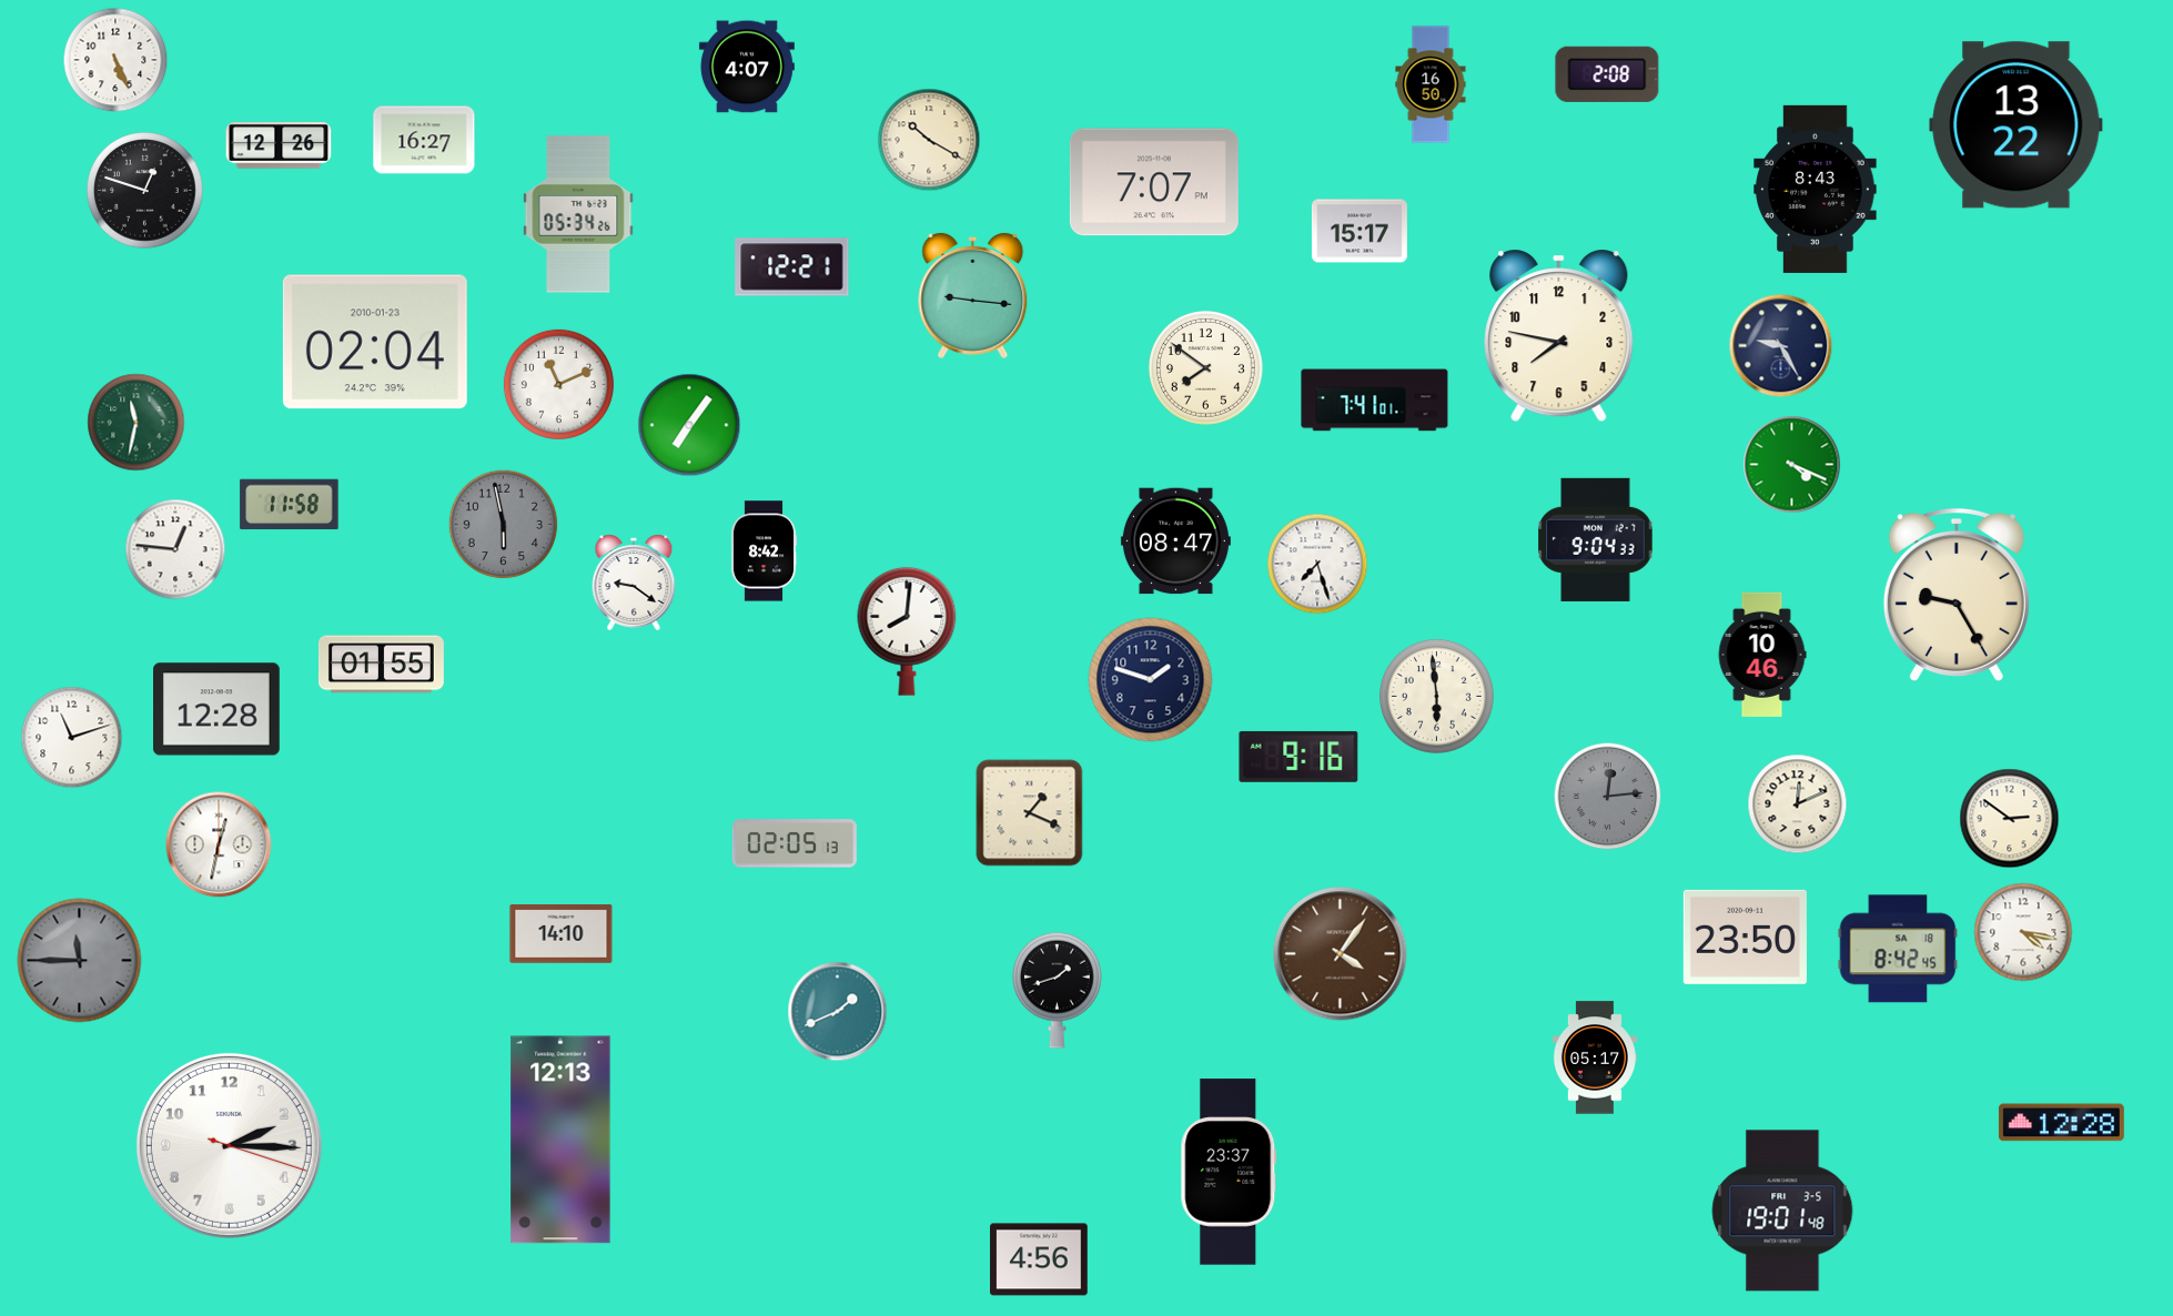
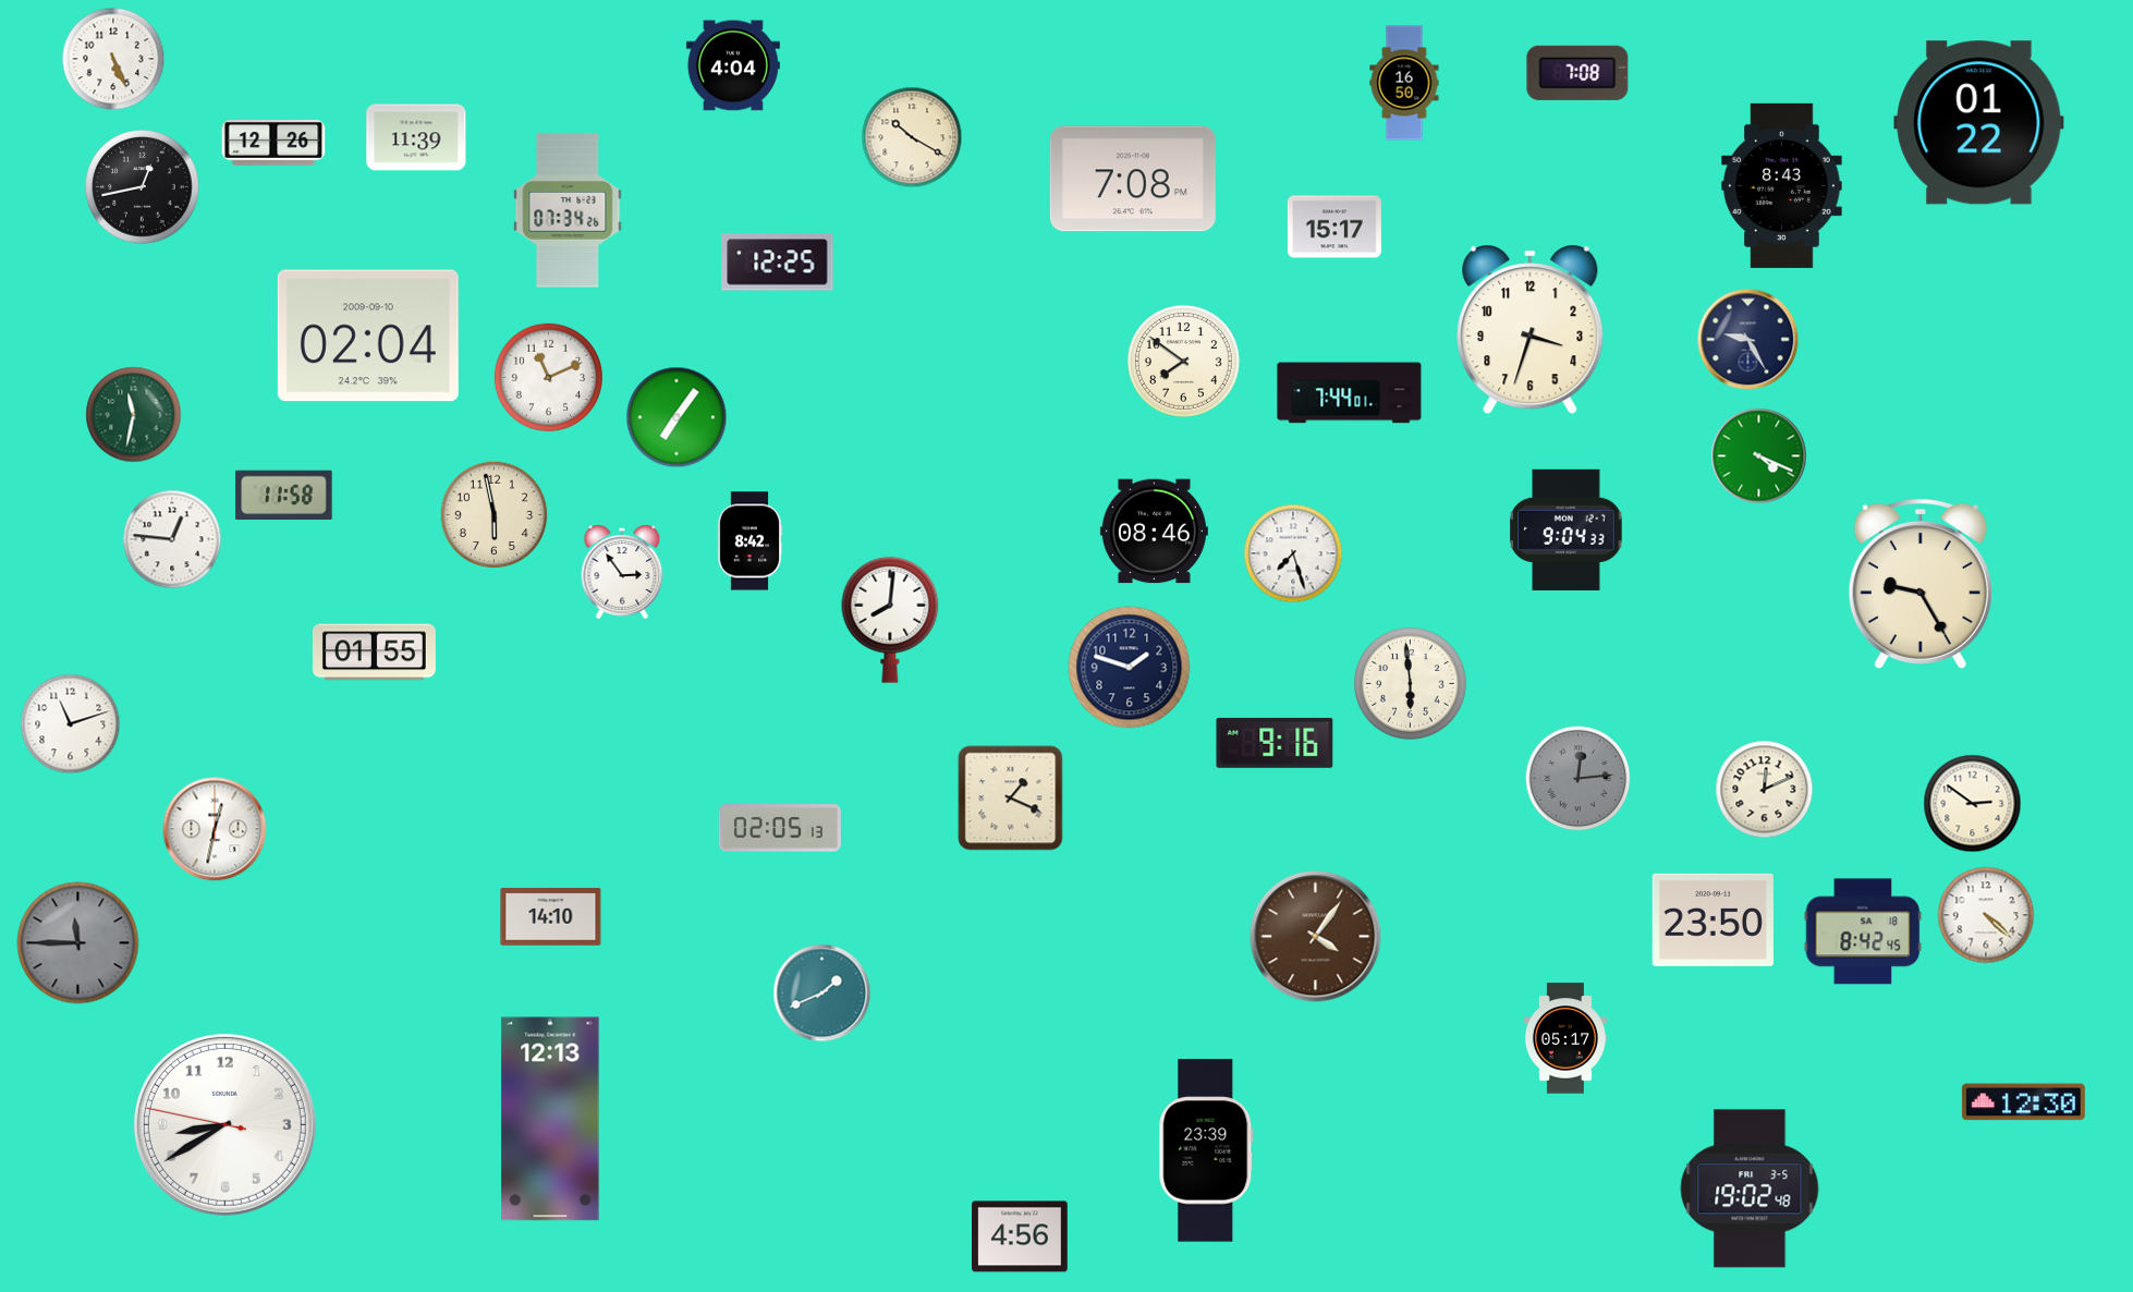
clock at (747, 67): 4:07 -> 4:04
clock at (1607, 74): 2:08 -> 7:08
clock at (2017, 125): 13:22 -> 01:22
clock at (424, 140): 16:27 -> 11:39
clock at (1154, 182): 7:07 -> 7:08
clock at (145, 191): 12:48 -> 12:43
clock at (578, 214): 05:34 -> 07:34
clock at (792, 267): 12:21 -> 12:25
clock at (973, 295): 9:16 -> none
clock at (1559, 336): 7:47 -> 3:33
clock at (375, 342) date: 2010-01-23 -> 2009-09-10
clock at (1375, 401): 7:41 -> 7:44
clock at (504, 525) dial: grey -> cream
clock at (1175, 541): 08:47 -> 08:46
clock at (634, 583): 9:21 -> 2:54
clock at (1762, 655): 10:46 -> none
clock at (218, 709): 12:28 -> none
clock at (1608, 797) position: (1608, 797) -> (1579, 779)
clock at (2023, 932): 4:17 -> 4:22
clock at (1058, 990): 1:42 -> none
clock at (2061, 1123): 12:28 -> 12:30
clock at (229, 1145): 2:15 -> 8:39
clock at (1229, 1172): 23:37 -> 23:39
clock at (1782, 1211): 19:01 -> 19:02
